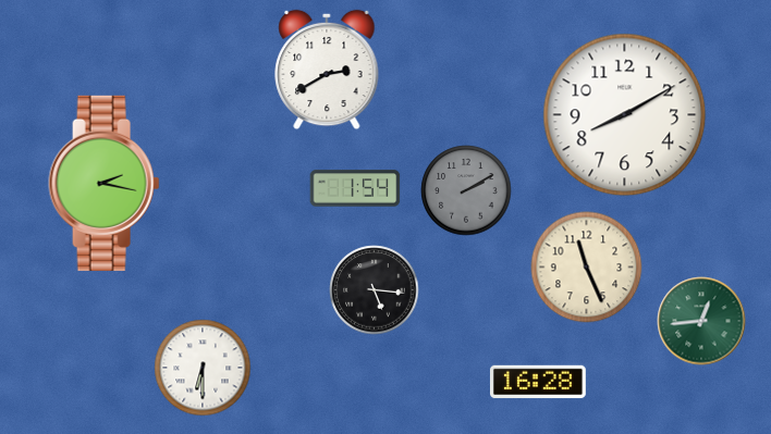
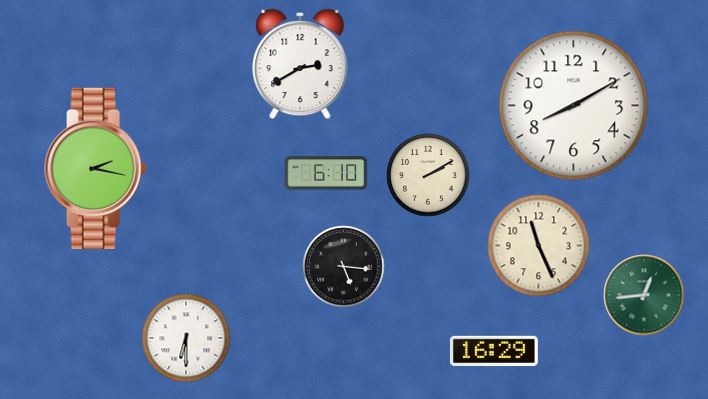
clock at (355, 188): 1:54 -> 6:10
clock at (466, 190) dial: grey -> cream
clock at (538, 382): 16:28 -> 16:29
